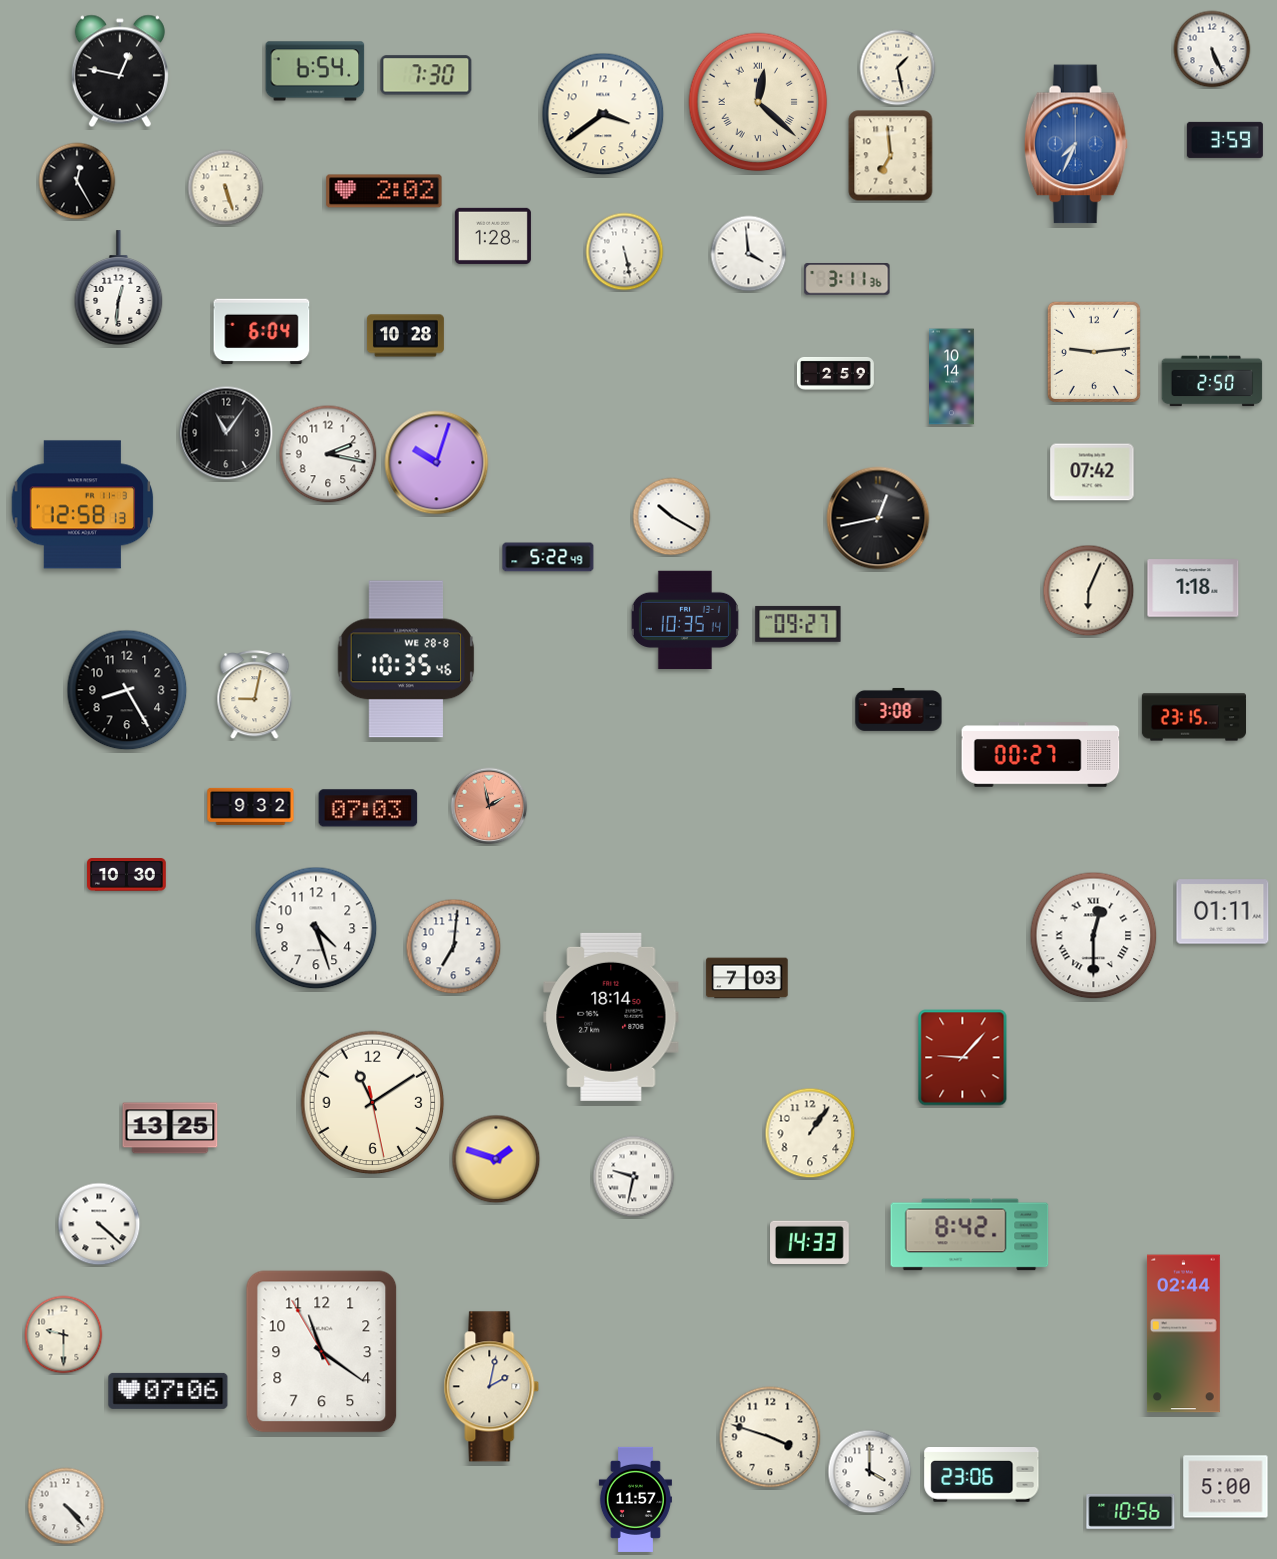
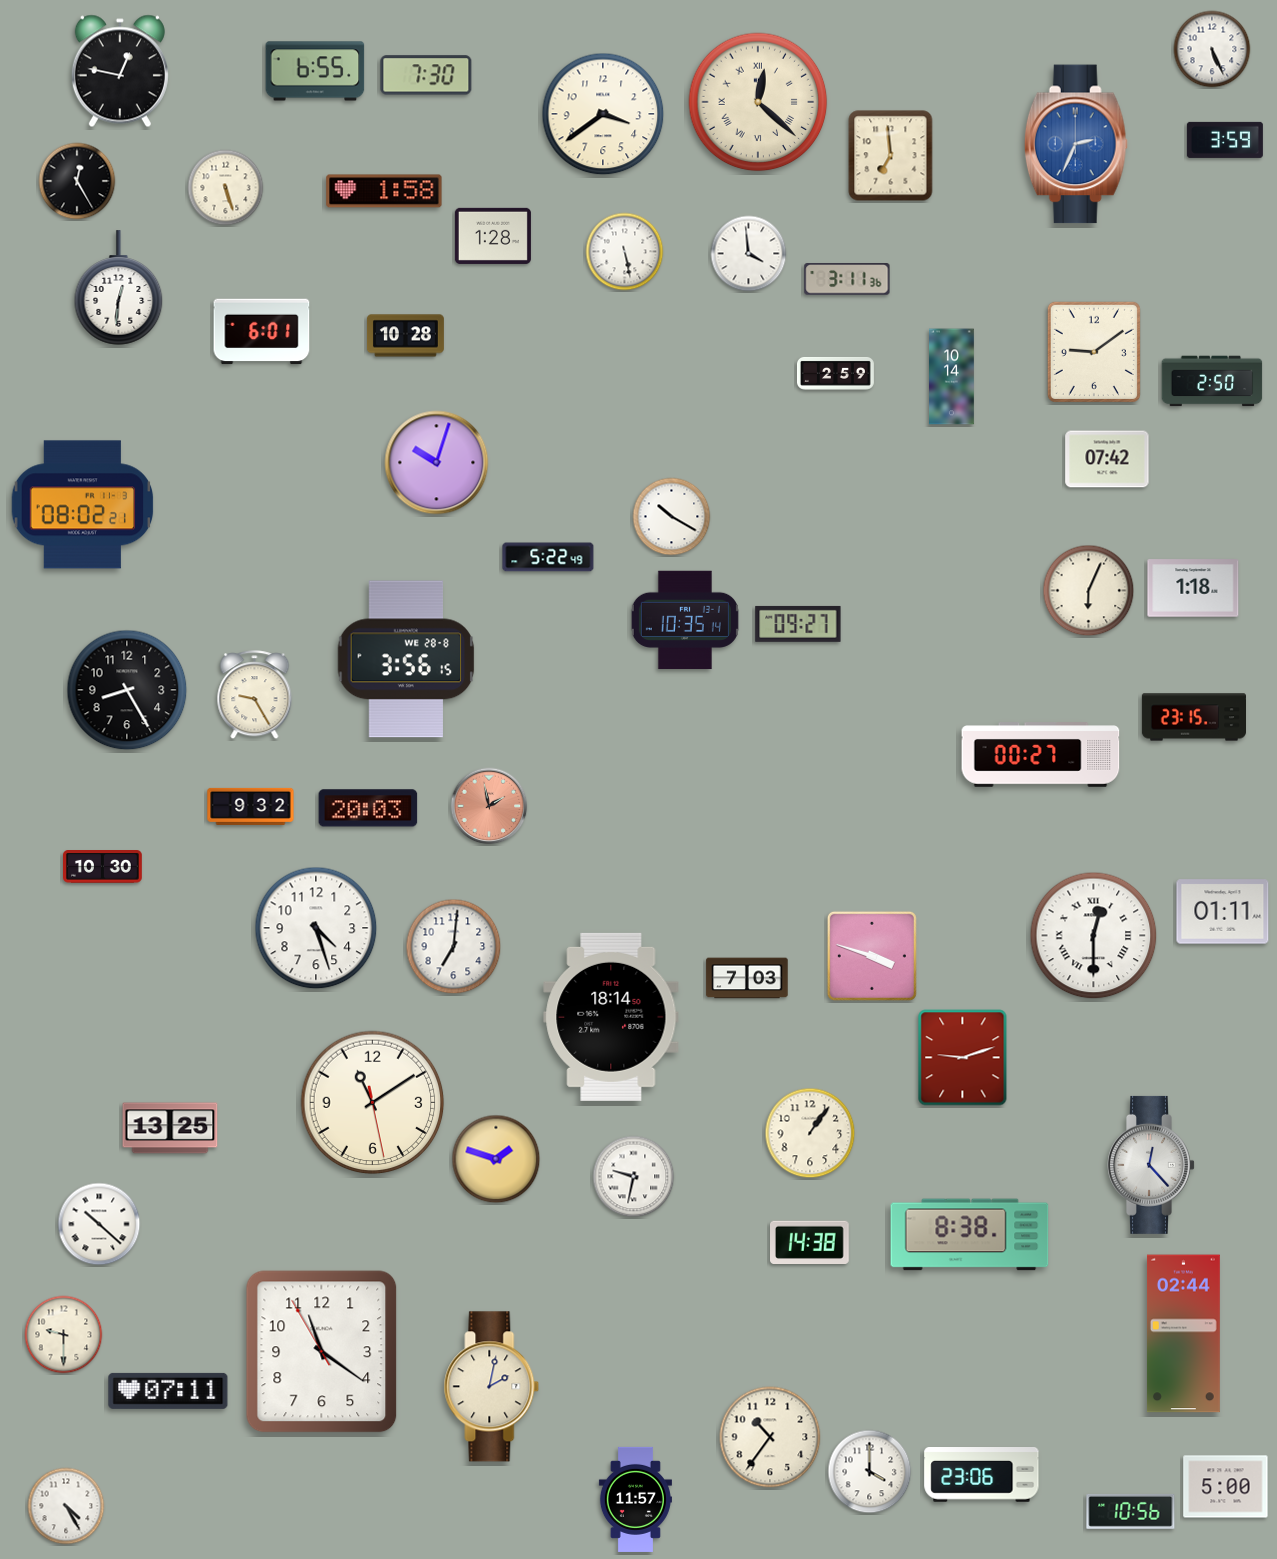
clock at (898, 68): 1:28 -> none
clock at (315, 71): 6:54 -> 6:55
clock at (1076, 144): 7:34 -> 2:34
clock at (384, 191): 2:02 -> 1:58
clock at (262, 332): 6:04 -> 6:01
clock at (1094, 352): 9:14 -> 9:09
clock at (226, 433): 11:06 -> none
clock at (328, 454): 2:17 -> none
clock at (1092, 472) position: (1092, 472) -> (1107, 459)
clock at (83, 505): 12:58 -> 08:02
clock at (878, 518): 12:43 -> none
clock at (406, 659): 10:35 -> 3:56
clock at (255, 695): 9:02 -> 9:25
clock at (899, 709): 3:08 -> none
clock at (368, 808): 07:03 -> 20:03
clock at (127, 875) position: (127, 875) -> (103, 867)
clock at (872, 956): none -> 3:48
clock at (963, 1058): 9:07 -> 9:12
clock at (1152, 1165): none -> 12:23
clock at (99, 1224): 4:22 -> 10:22
clock at (970, 1235): 8:42 -> 8:38
clock at (810, 1242): 14:33 -> 14:38
clock at (168, 1391): 07:06 -> 07:11
clock at (770, 1437): 3:48 -> 10:36
clock at (66, 1506): 4:23 -> 4:25
